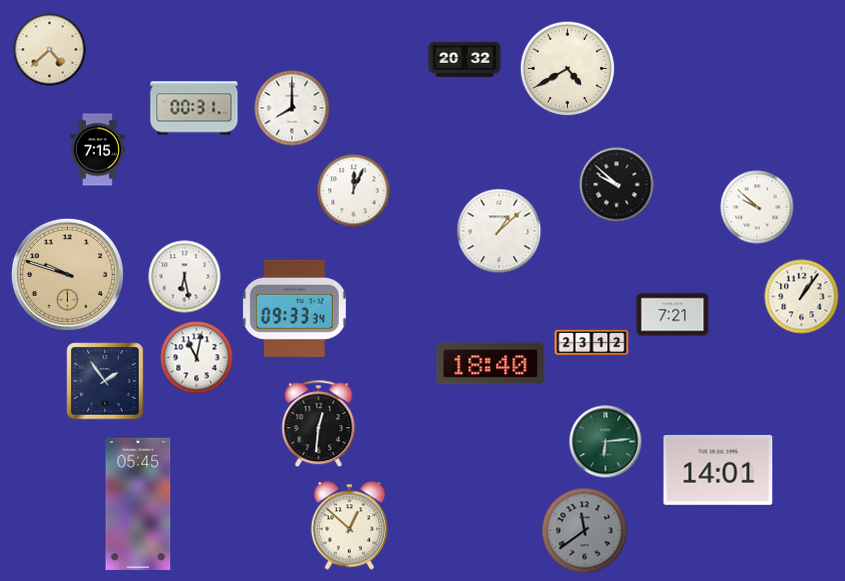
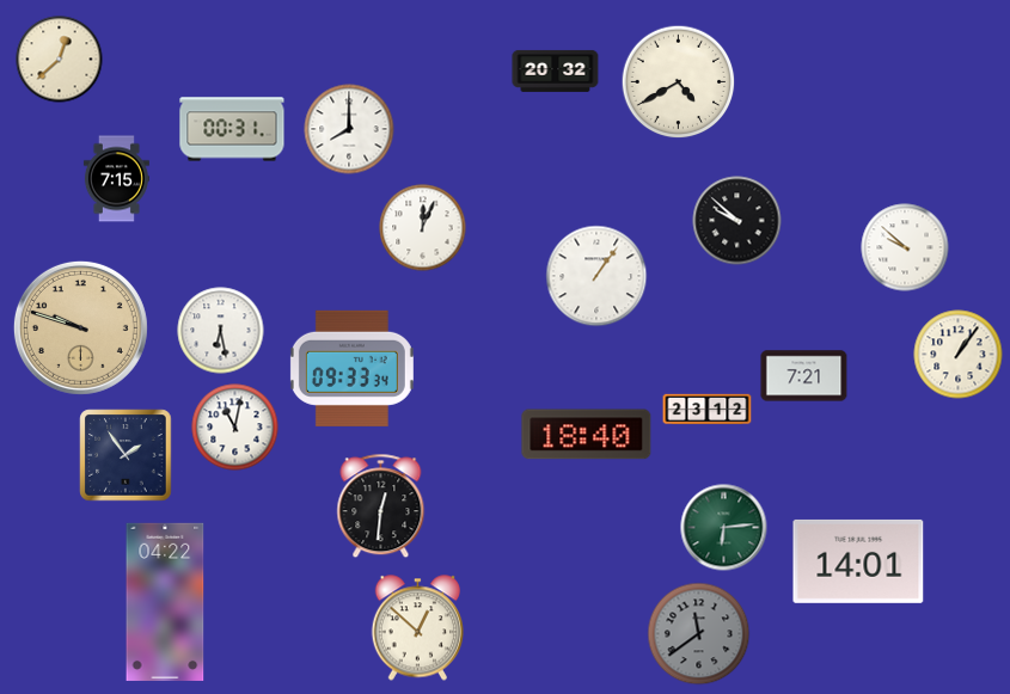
clock at (50, 50): 4:38 -> 12:38
clock at (499, 231): 1:08 -> 1:06
clock at (138, 504): 05:45 -> 04:22
